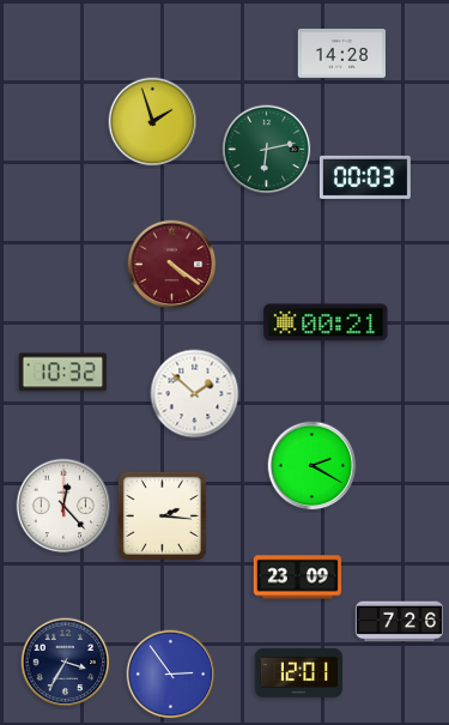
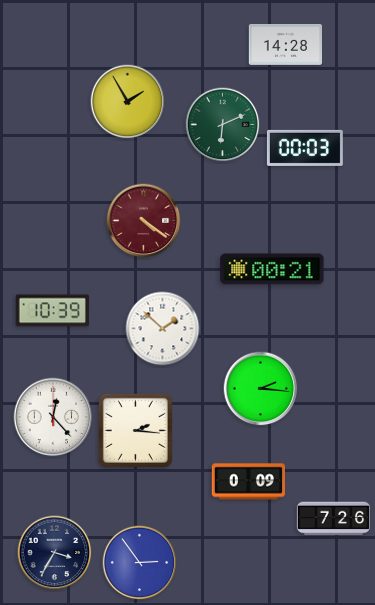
clock at (153, 122): 1:57 -> 1:55
clock at (267, 150): 6:13 -> 6:11
clock at (62, 373): 10:32 -> 10:39
clock at (313, 466): 2:20 -> 2:16
clock at (63, 506) position: (63, 506) -> (53, 417)
clock at (297, 578): 23:09 -> 0:09
clock at (299, 672): 12:01 -> none
clock at (171, 675) position: (171, 675) -> (140, 563)
